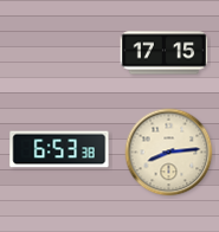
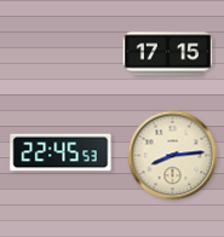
clock at (59, 149): 6:53 -> 22:45
